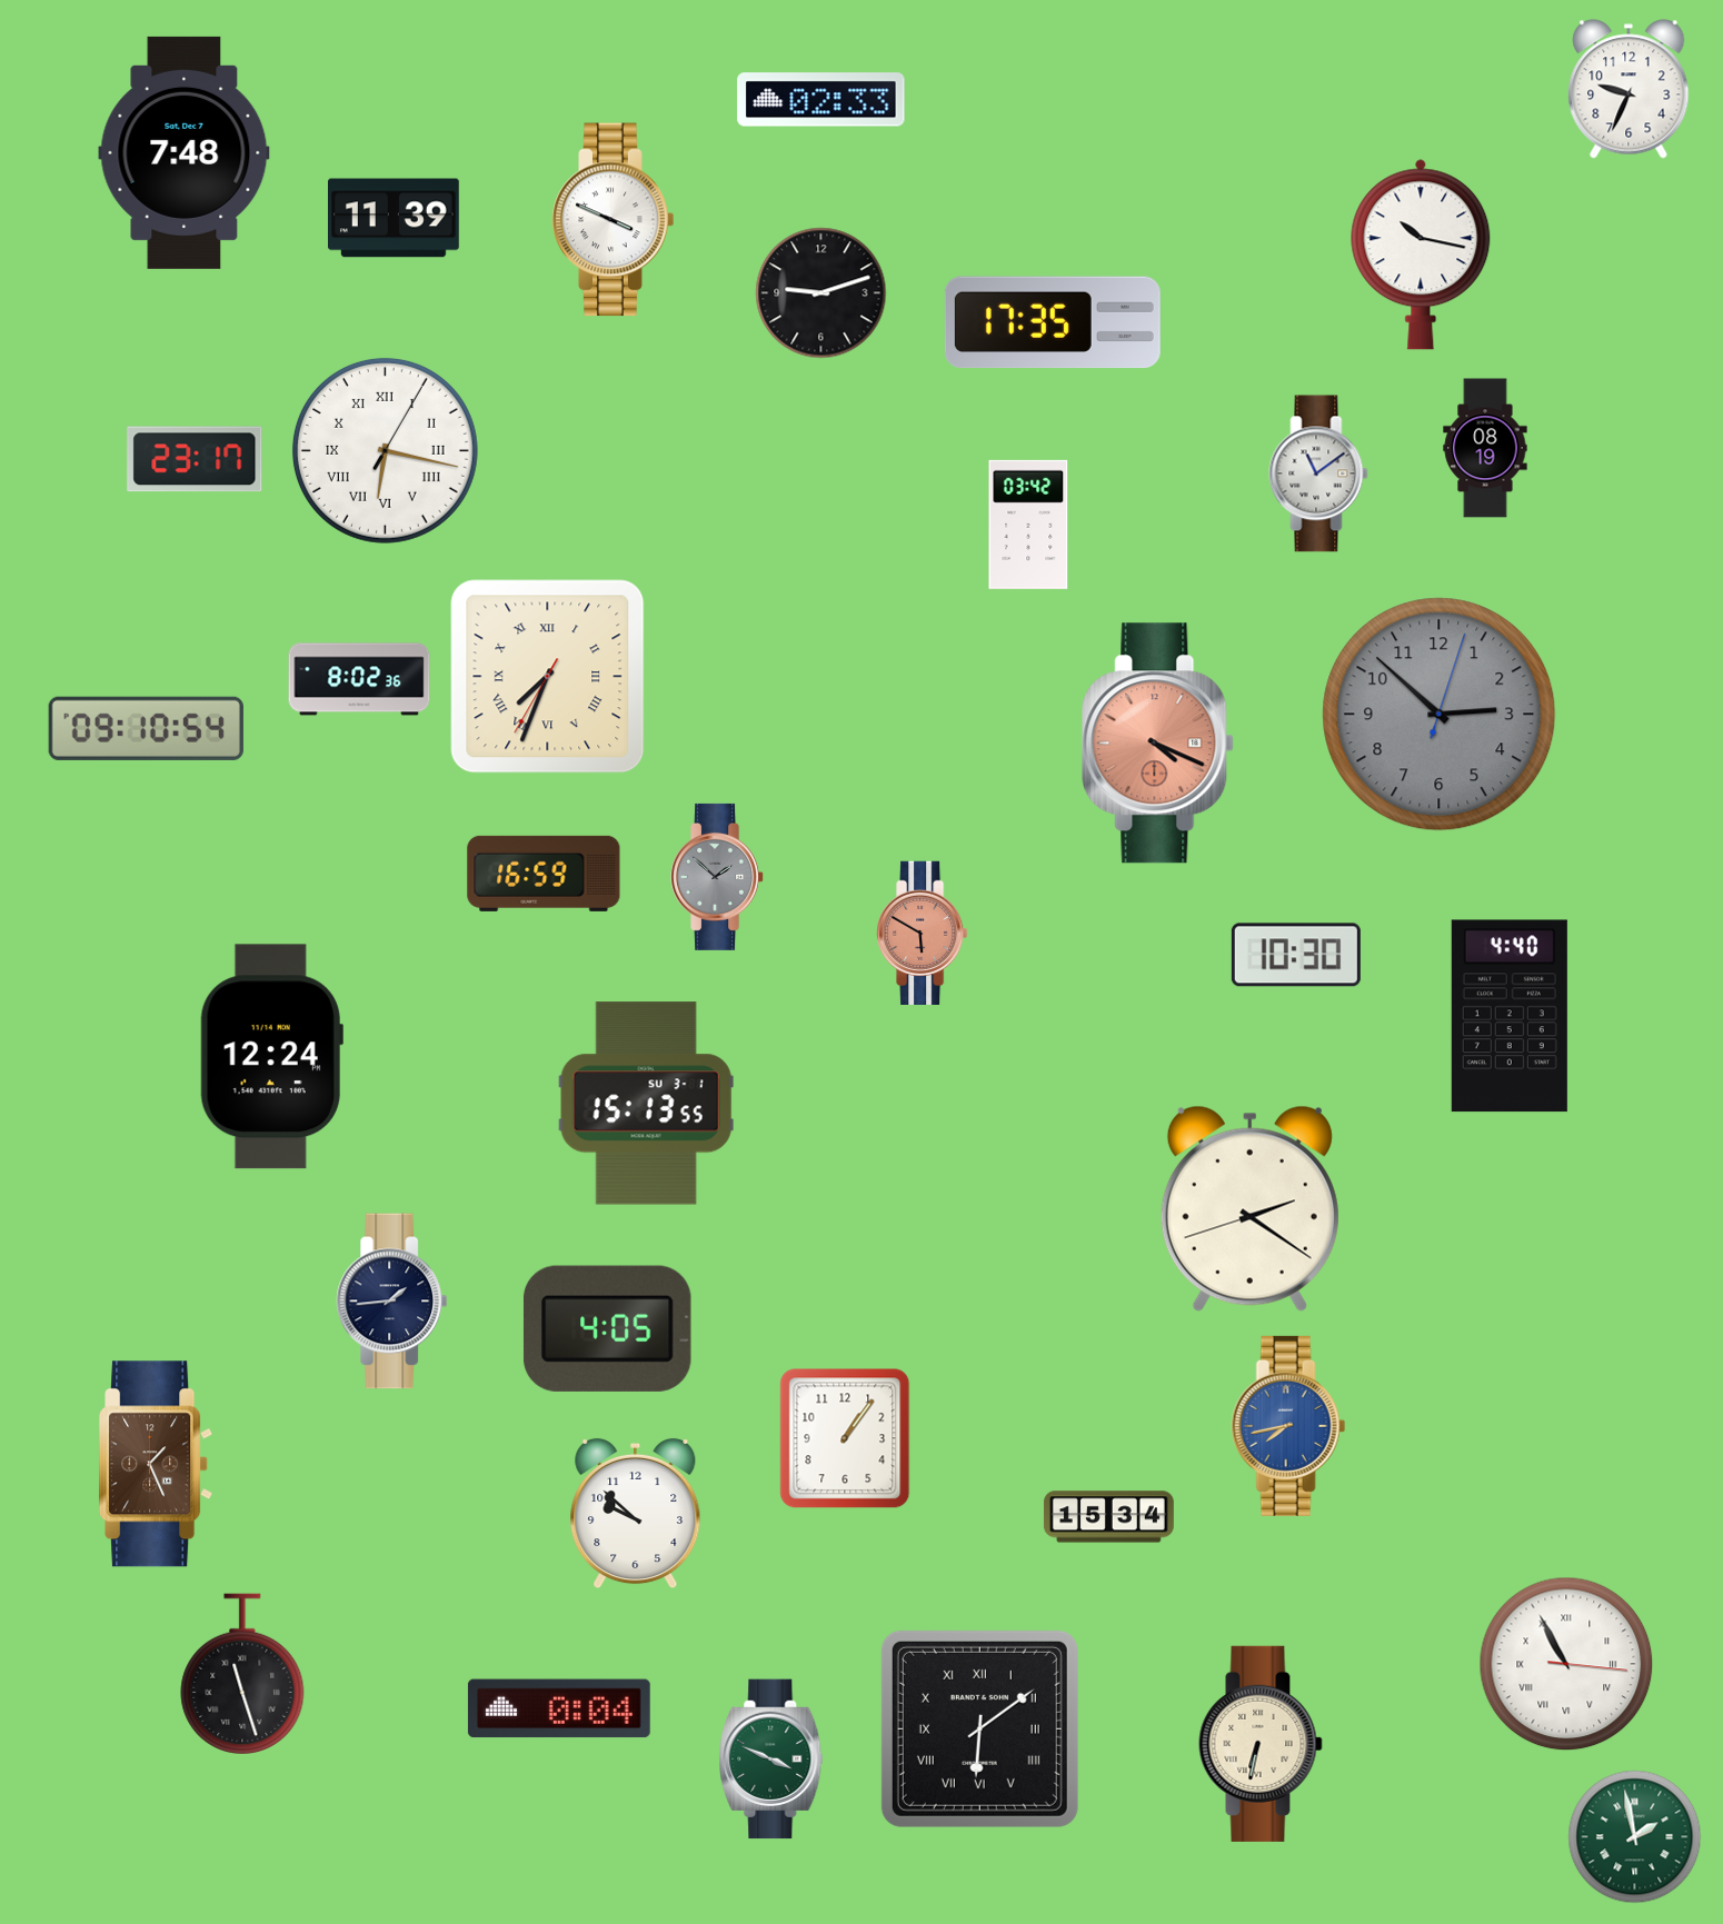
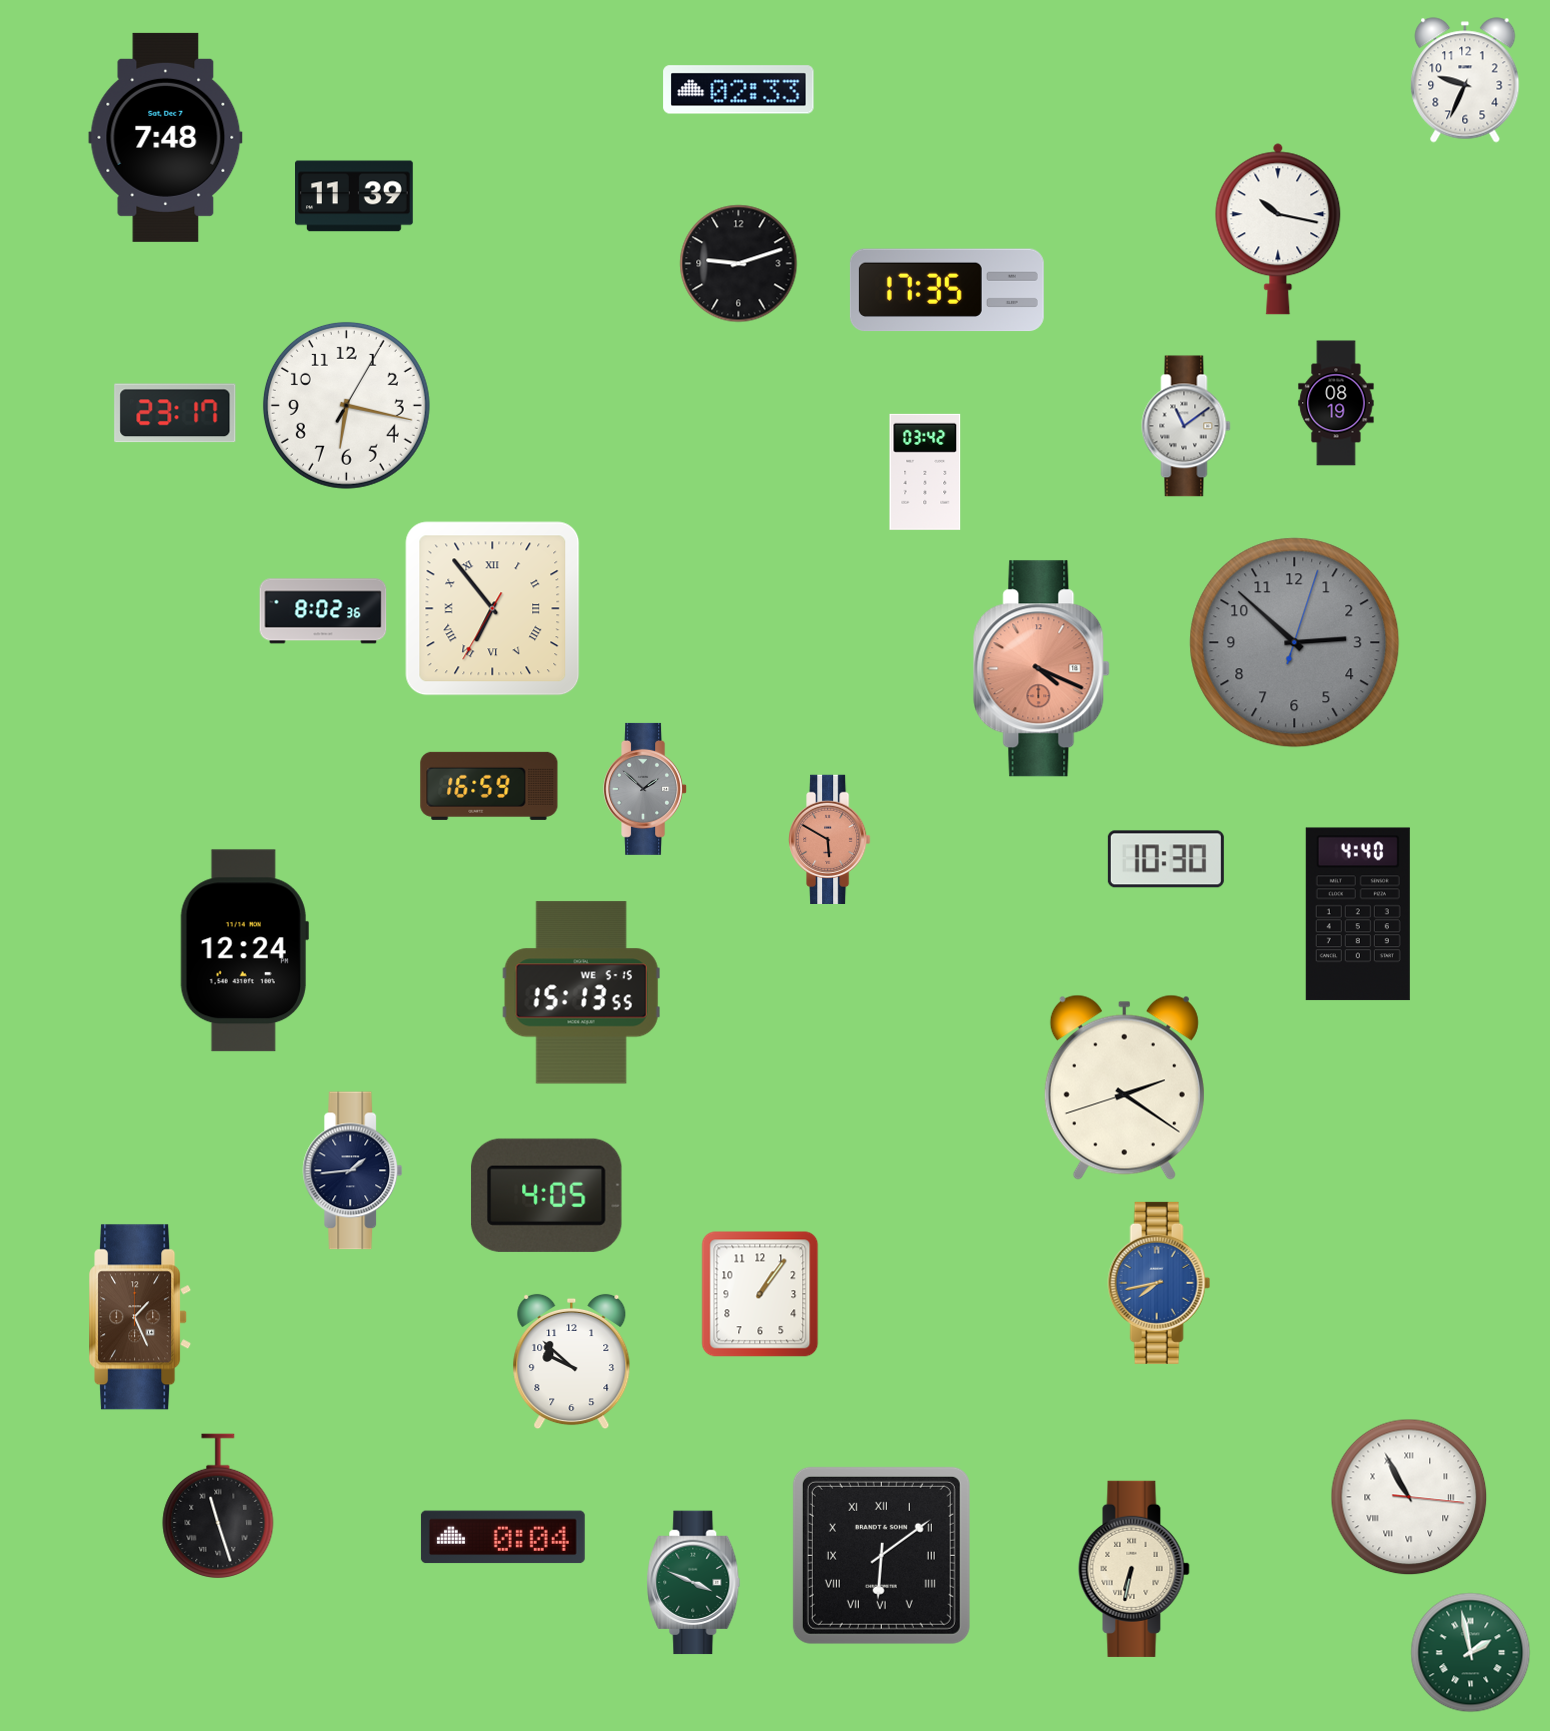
clock at (614, 220): 3:49 -> none
clock at (385, 450) numerals: Roman -> Arabic
clock at (548, 677): 7:33 -> 6:53
clock at (146, 728): 09:10 -> none
clock at (646, 1104) date: SU 3-1 -> WE 5-15
clock at (1108, 1517): 15:34 -> none
